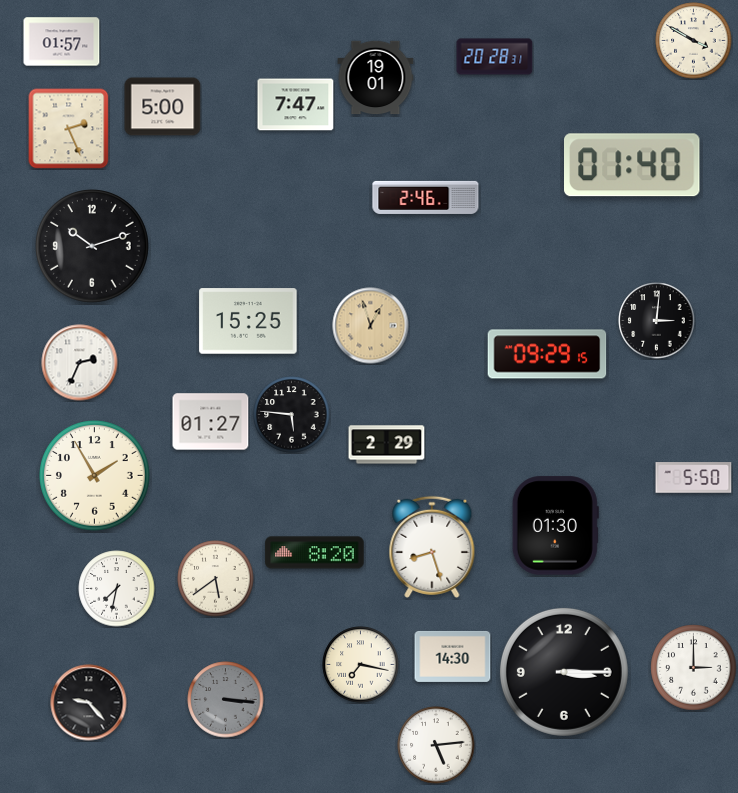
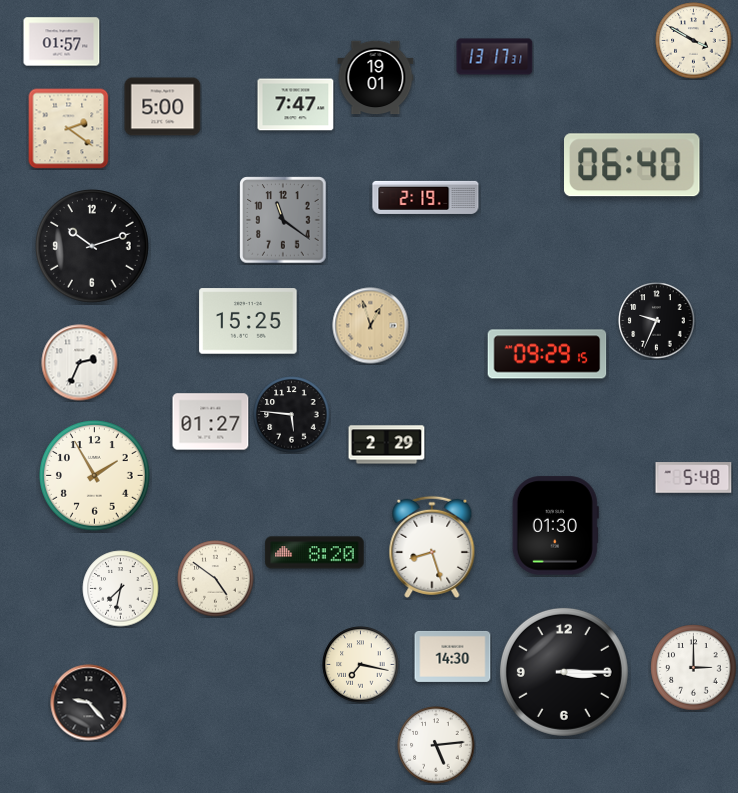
clock at (495, 57): 20:28 -> 13:17
clock at (69, 129): 2:26 -> 2:21
clock at (633, 165): 01:40 -> 06:40
clock at (426, 197): 2:46 -> 2:19
clock at (283, 220): none -> 11:21
clock at (657, 321): 3:01 -> 9:34
clock at (694, 478): 5:50 -> 5:48
clock at (216, 579): 5:39 -> 4:51
clock at (117, 589) position: (117, 589) -> (121, 589)
clock at (226, 700): 3:16 -> none
